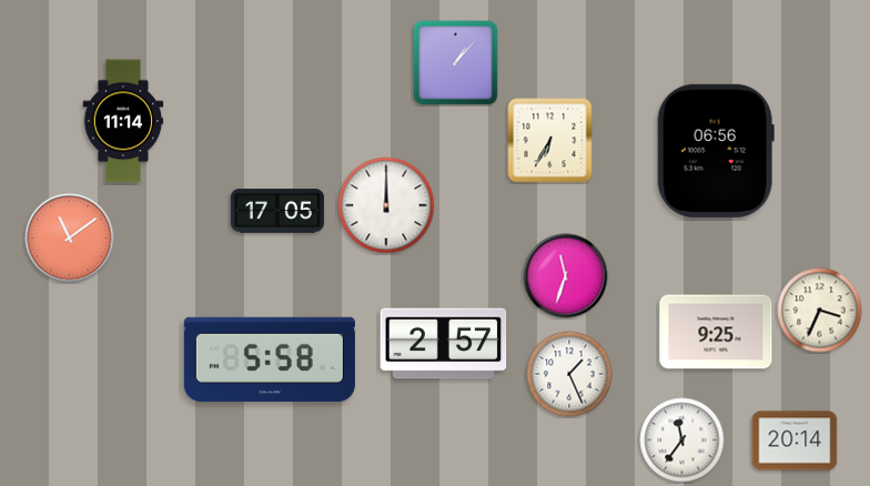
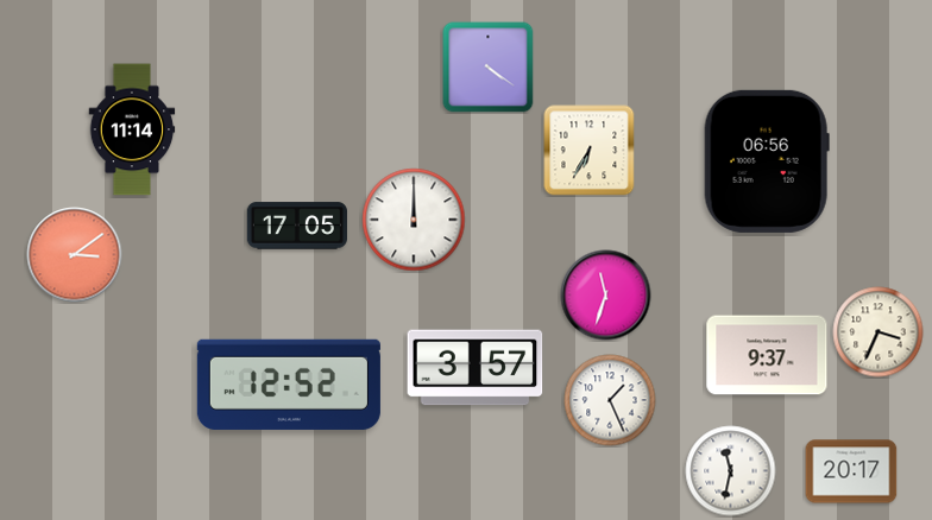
clock at (456, 63): 1:07 -> 4:21
clock at (70, 239): 11:09 -> 3:09
clock at (716, 332): 9:25 -> 9:37
clock at (444, 344): 2:57 -> 3:57
clock at (270, 360): 5:58 -> 12:52
clock at (682, 441): 11:36 -> 11:32
clock at (795, 441): 20:14 -> 20:17
